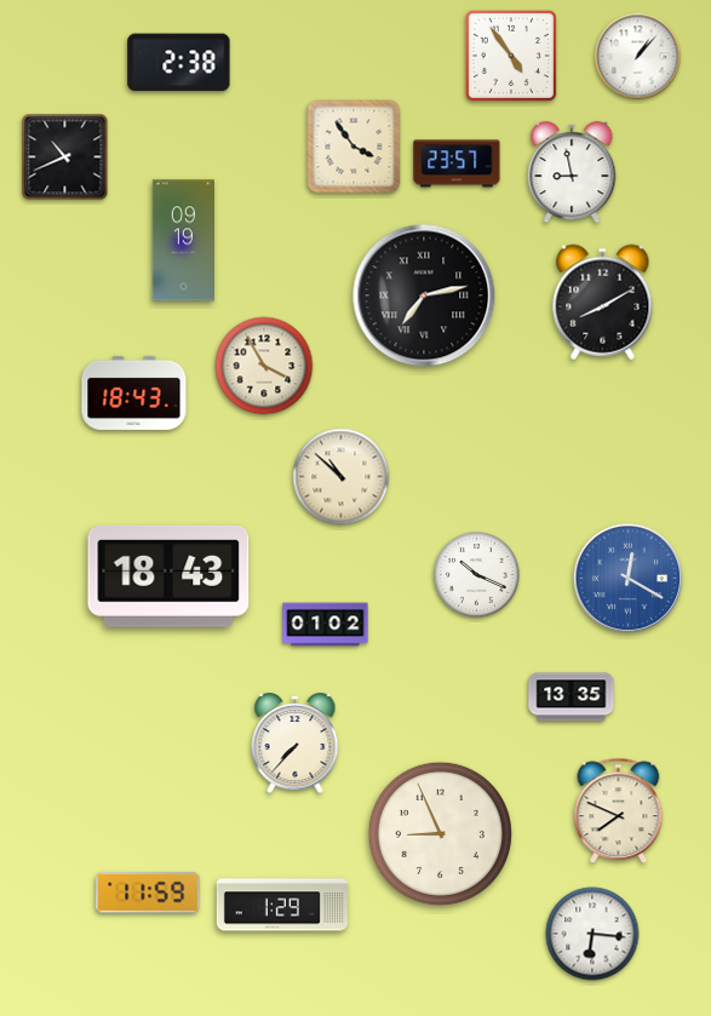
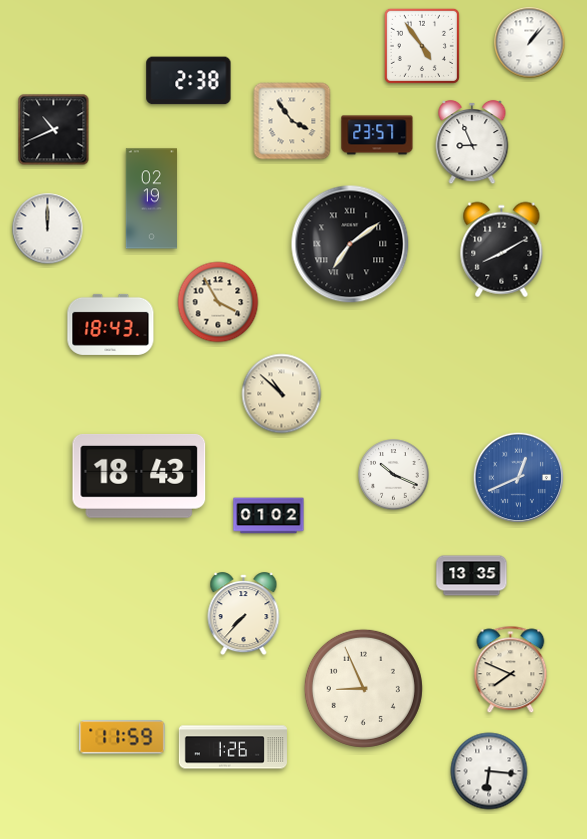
clock at (638, 57) position: (638, 57) -> (530, 43)
clock at (179, 63) position: (179, 63) -> (189, 81)
clock at (572, 172): 8:58 -> 8:56
clock at (184, 241): 09:19 -> 02:19
clock at (48, 229): none -> 12:00
clock at (424, 295): 7:13 -> 7:09
clock at (603, 303) position: (603, 303) -> (502, 250)
clock at (627, 578): 12:20 -> 12:41
clock at (282, 905): 1:29 -> 1:26
